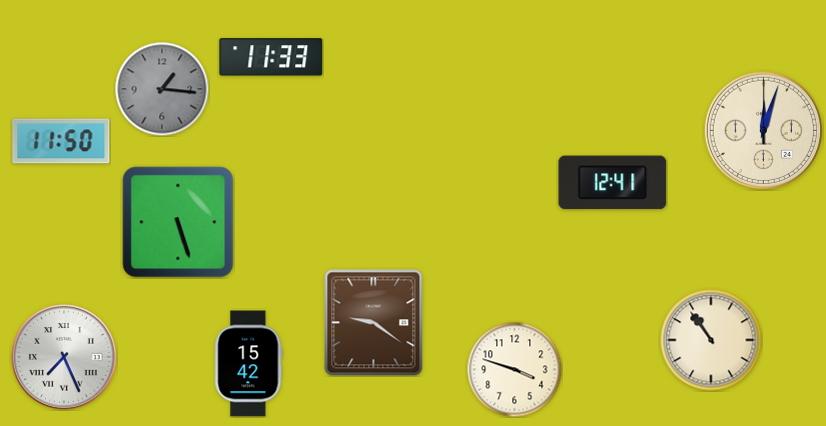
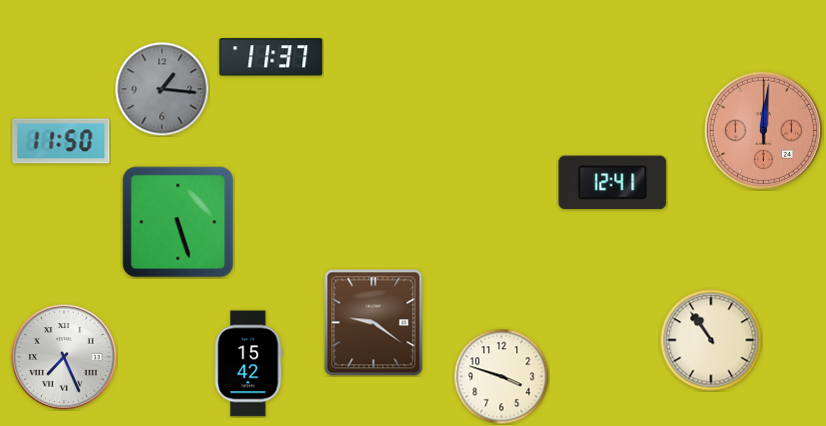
clock at (271, 57): 11:33 -> 11:37
clock at (763, 130): 12:03 -> 12:01
clock at (763, 130) dial: cream -> salmon
clock at (514, 369) position: (514, 369) -> (501, 376)
